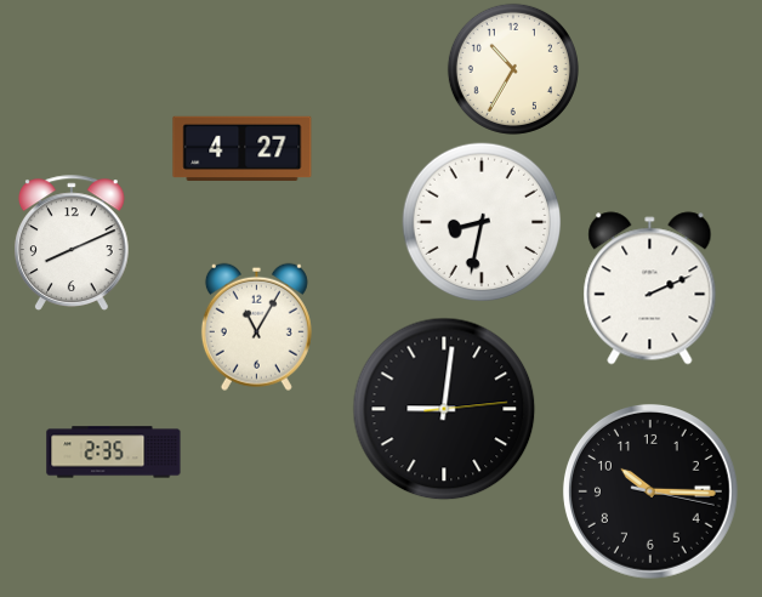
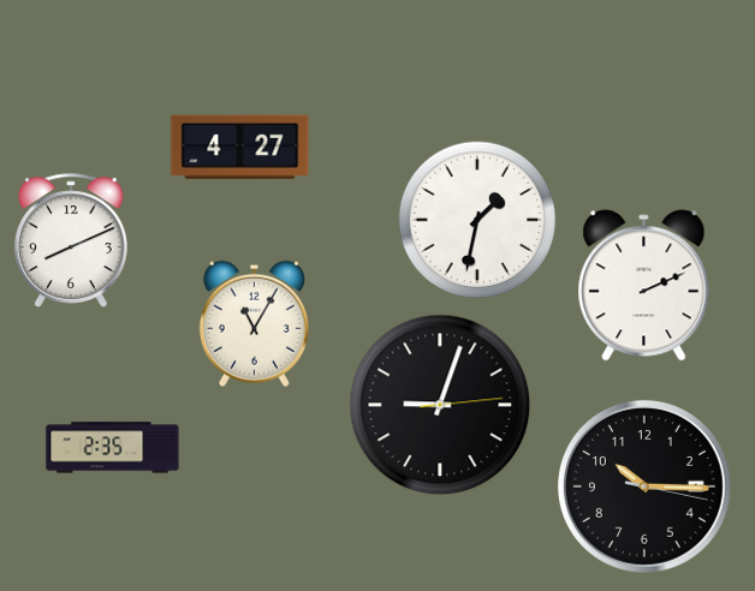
clock at (513, 69): 10:35 -> none
clock at (482, 222): 8:32 -> 1:32
clock at (444, 409): 9:01 -> 9:03
